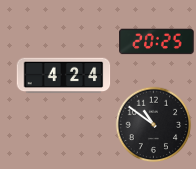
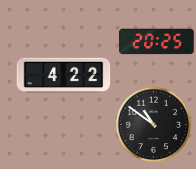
clock at (64, 76): 4:24 -> 4:22
